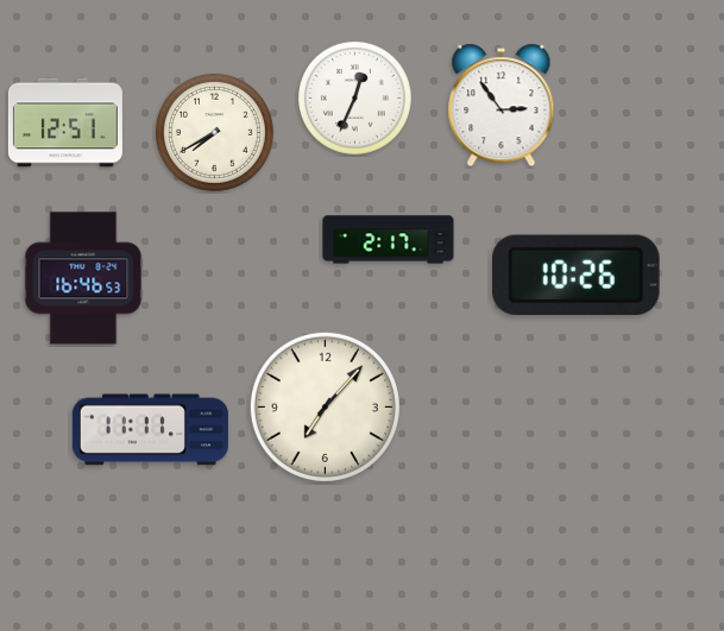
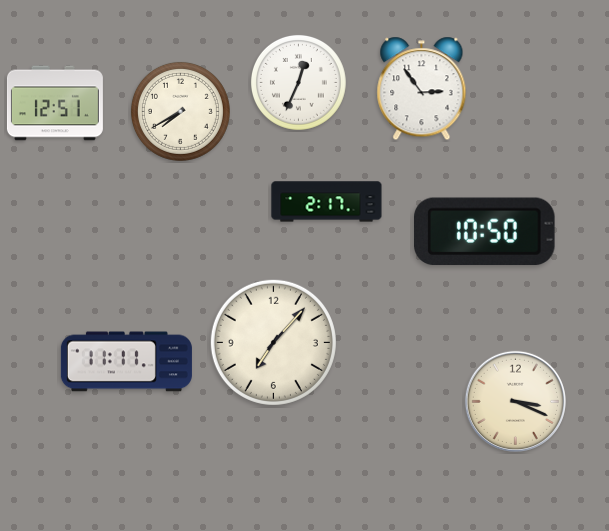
clock at (577, 276): 10:26 -> 10:50
clock at (83, 278): 16:46 -> none
clock at (515, 401): none -> 3:19
